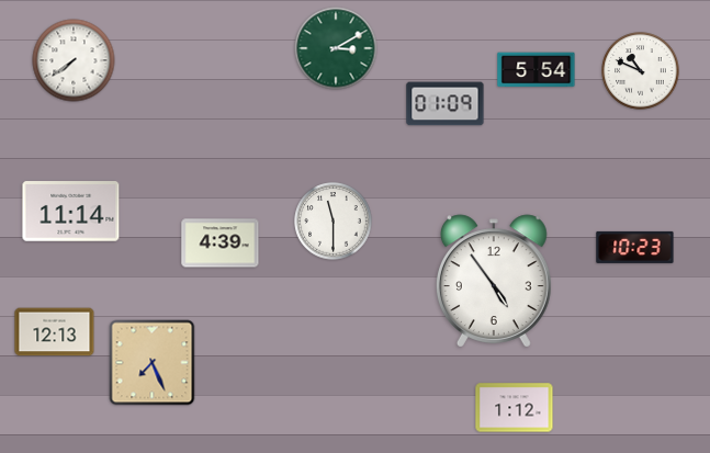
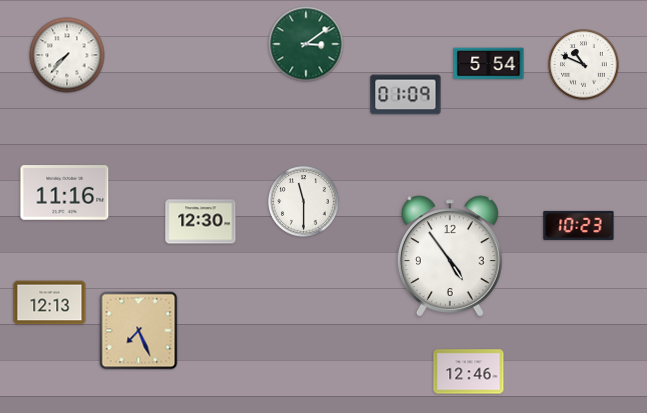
clock at (336, 48): 3:10 -> 3:09
clock at (74, 60): 7:39 -> 7:37
clock at (71, 212): 11:14 -> 11:16
clock at (221, 244): 4:39 -> 12:30
clock at (515, 408): 1:12 -> 12:46
